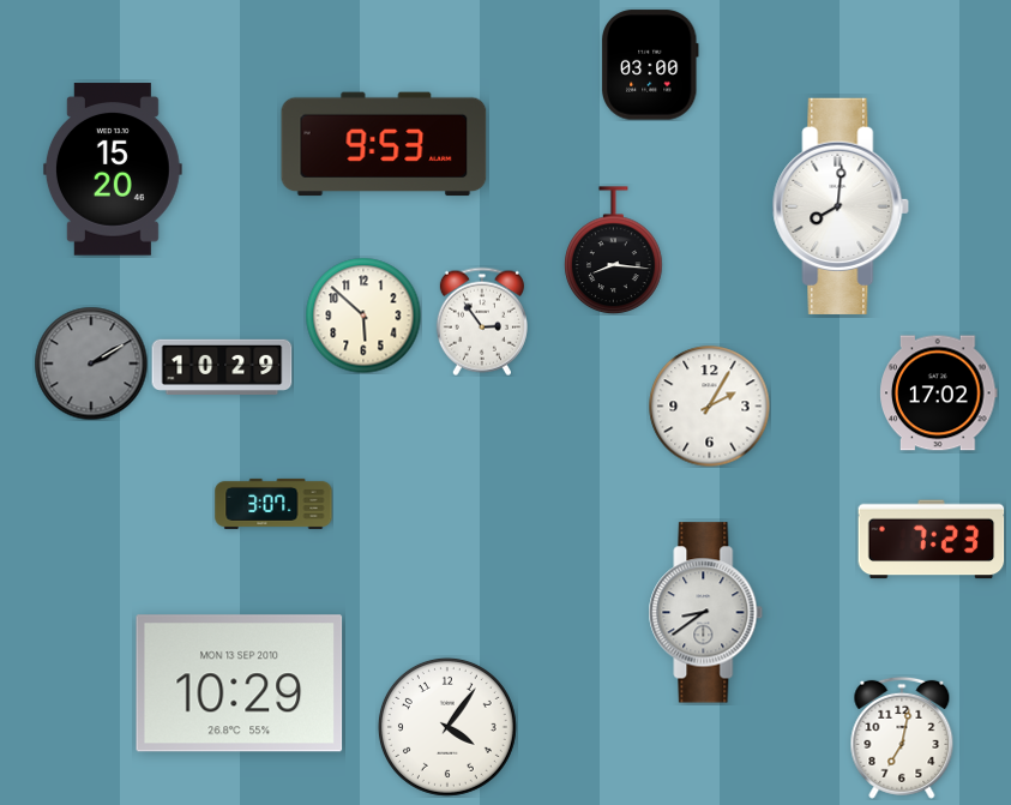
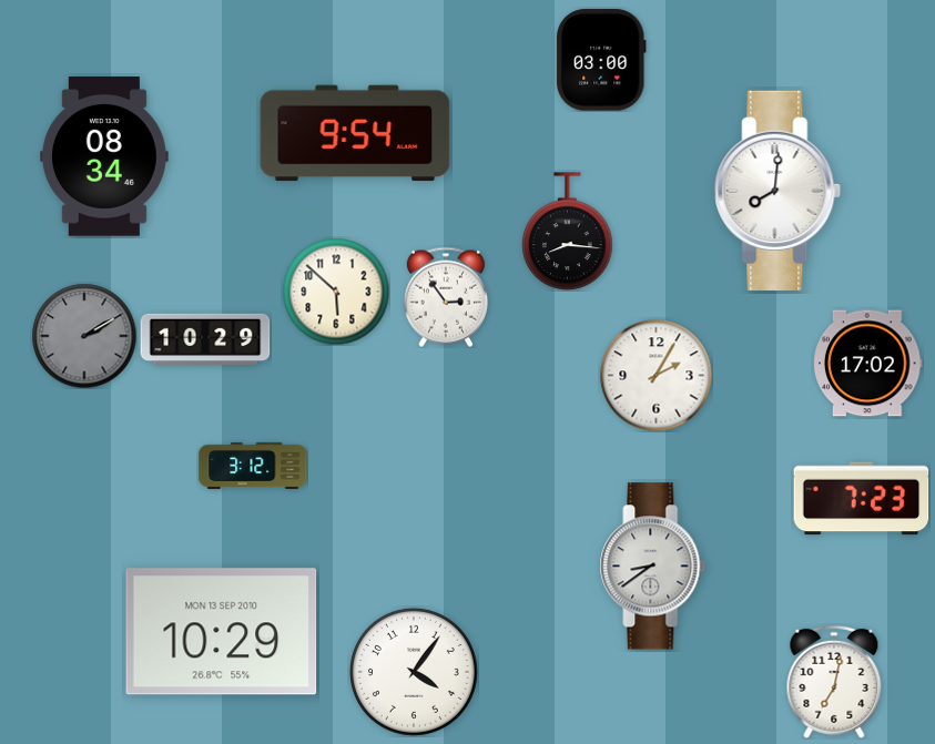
clock at (384, 144): 9:53 -> 9:54
clock at (113, 169): 15:20 -> 08:34
clock at (273, 504): 3:07 -> 3:12
